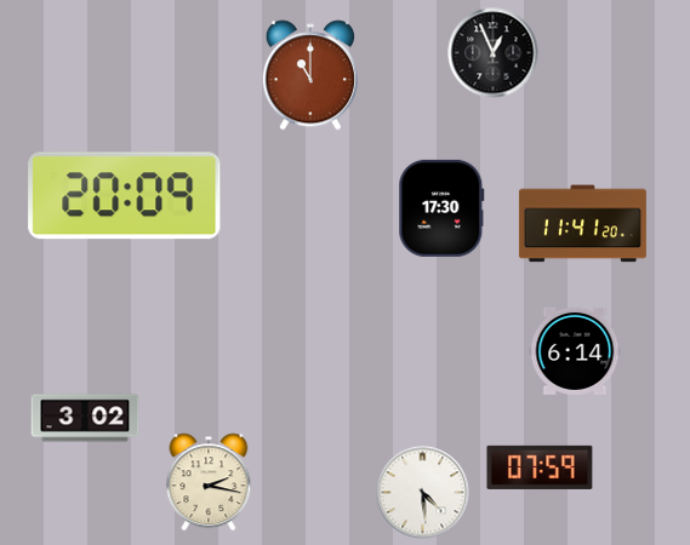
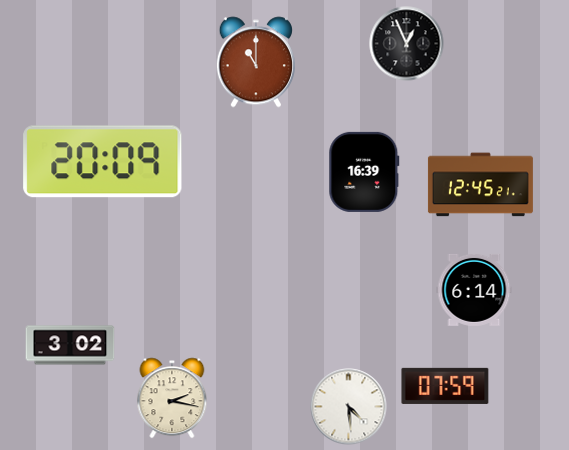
clock at (441, 208): 17:30 -> 16:39
clock at (582, 224): 11:41 -> 12:45
